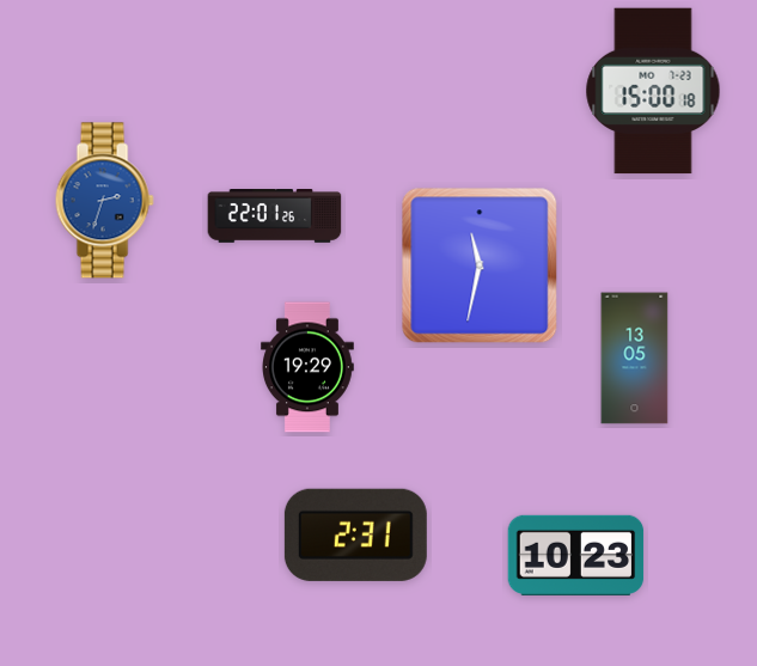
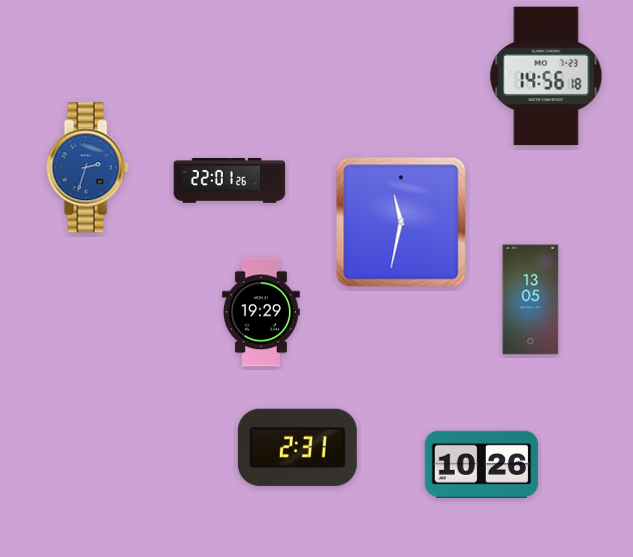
clock at (653, 91): 15:00 -> 14:56
clock at (309, 367) position: (309, 367) -> (262, 312)
clock at (576, 555): 10:23 -> 10:26
